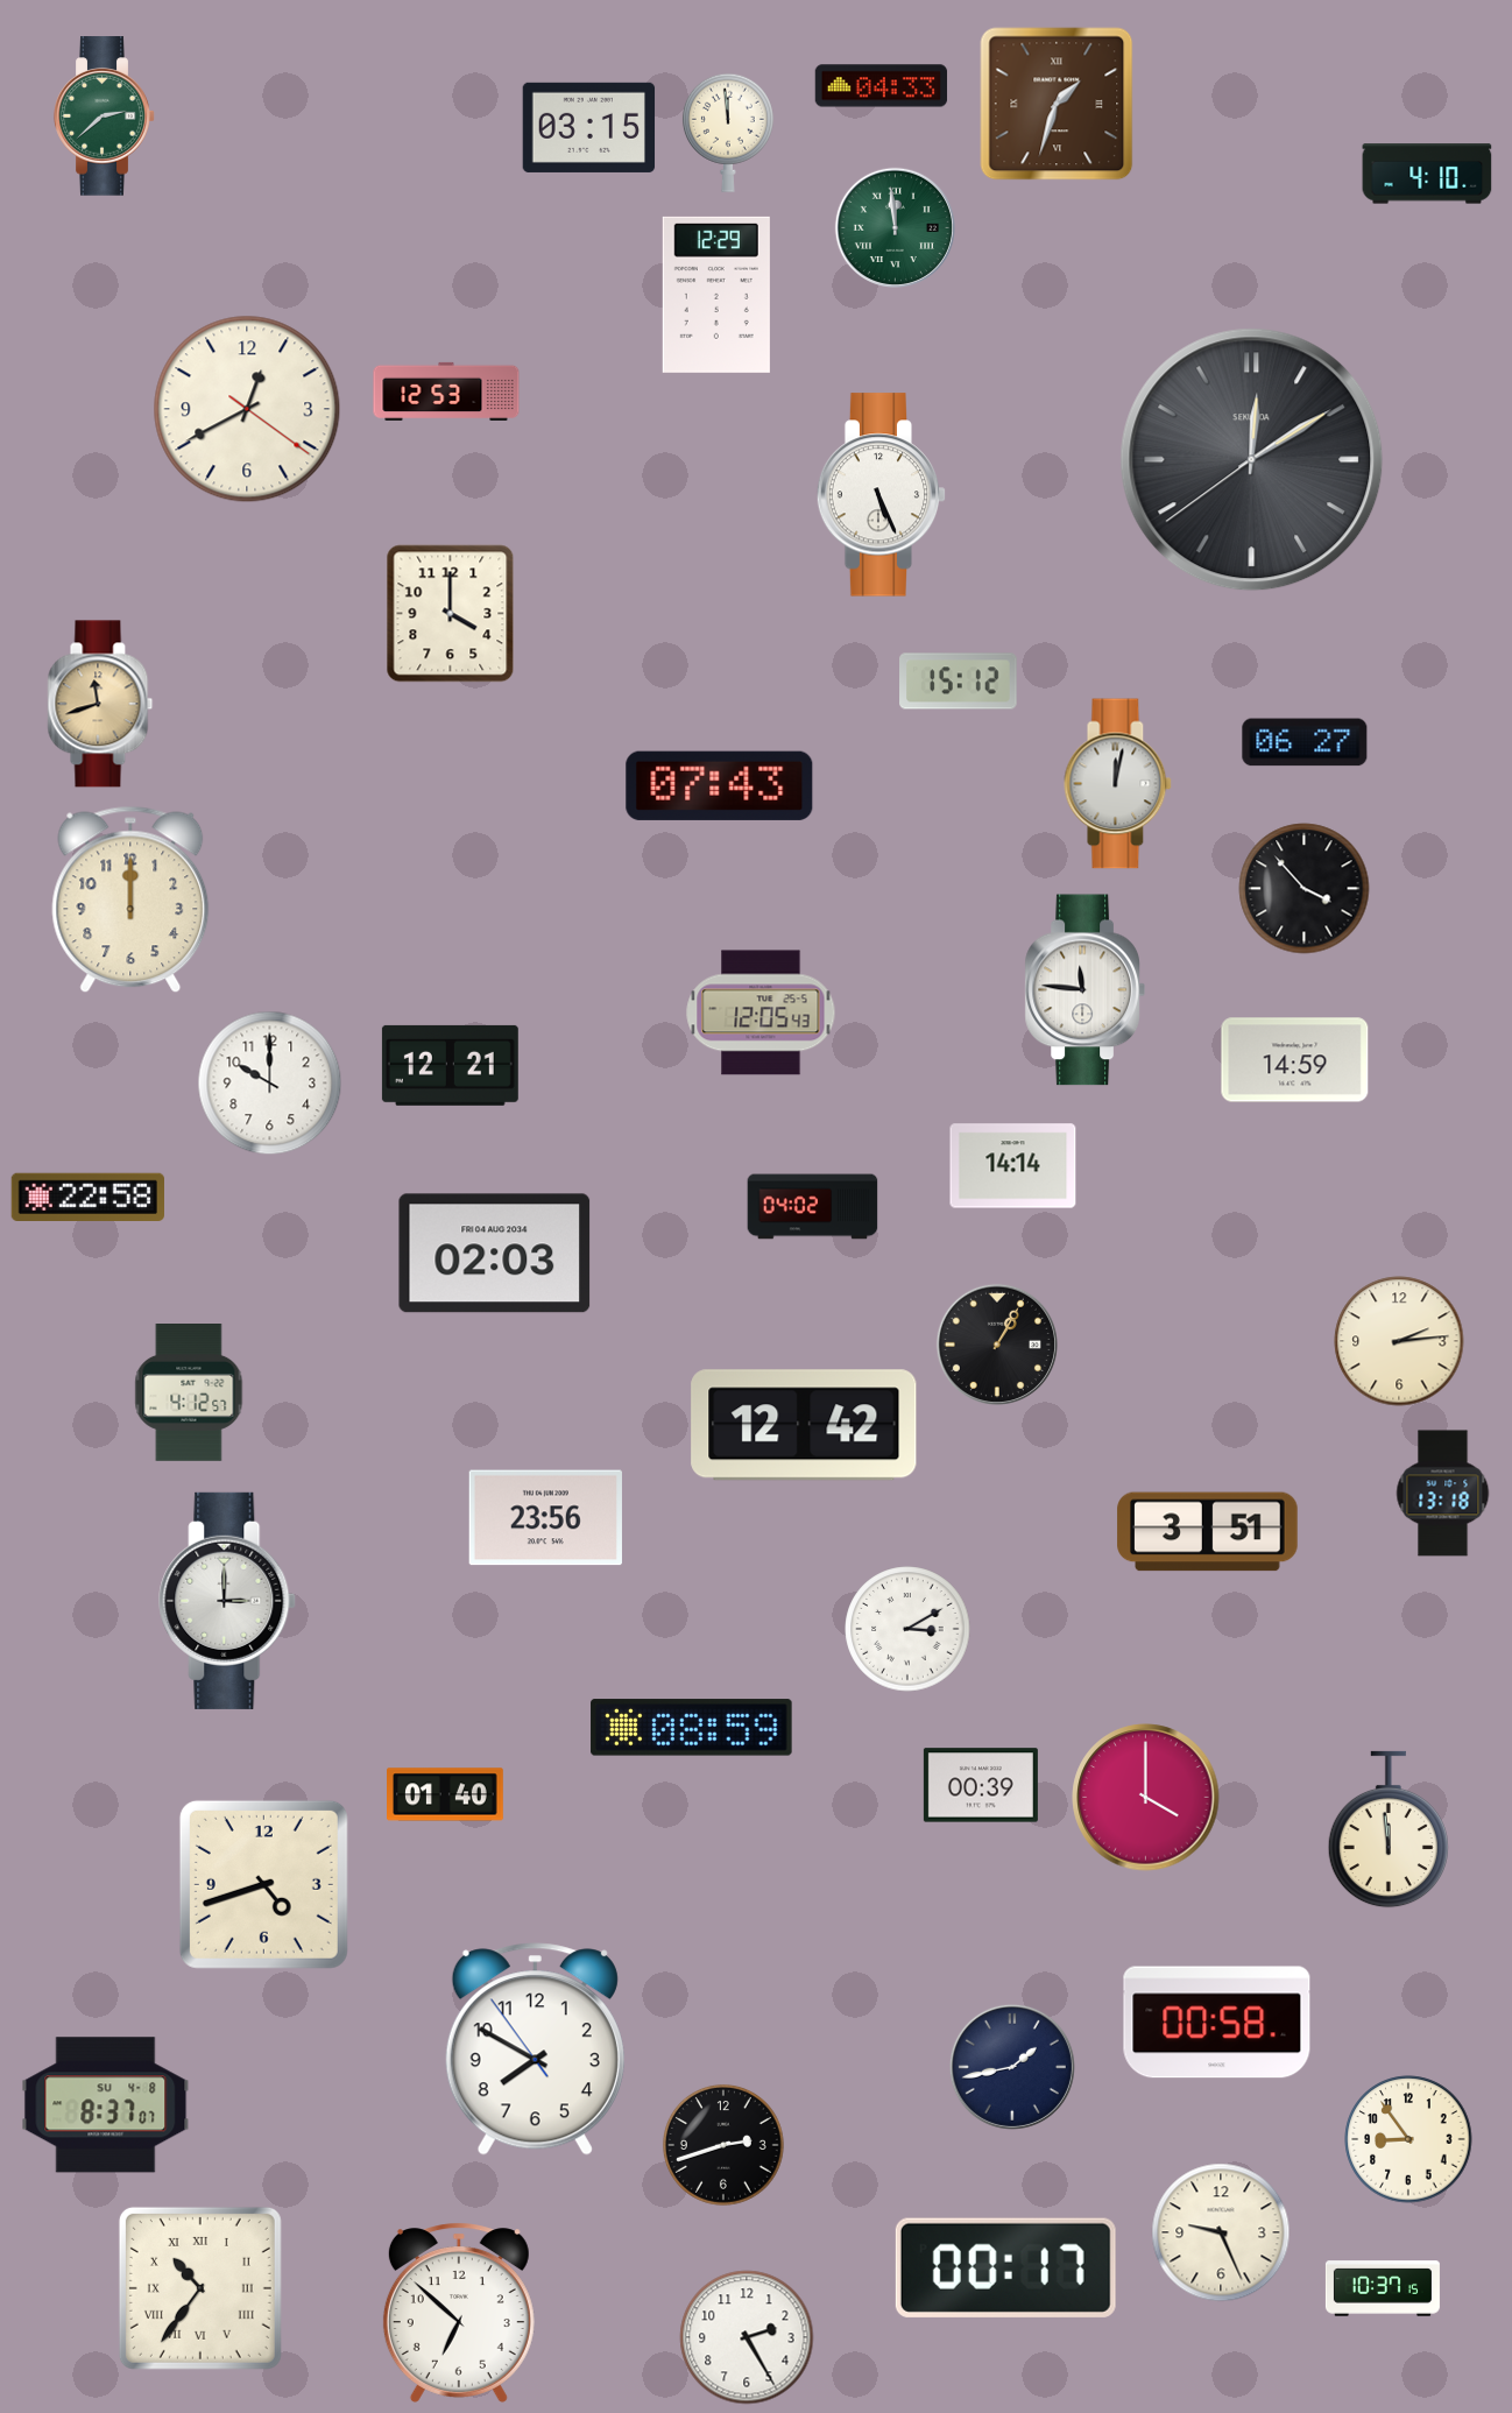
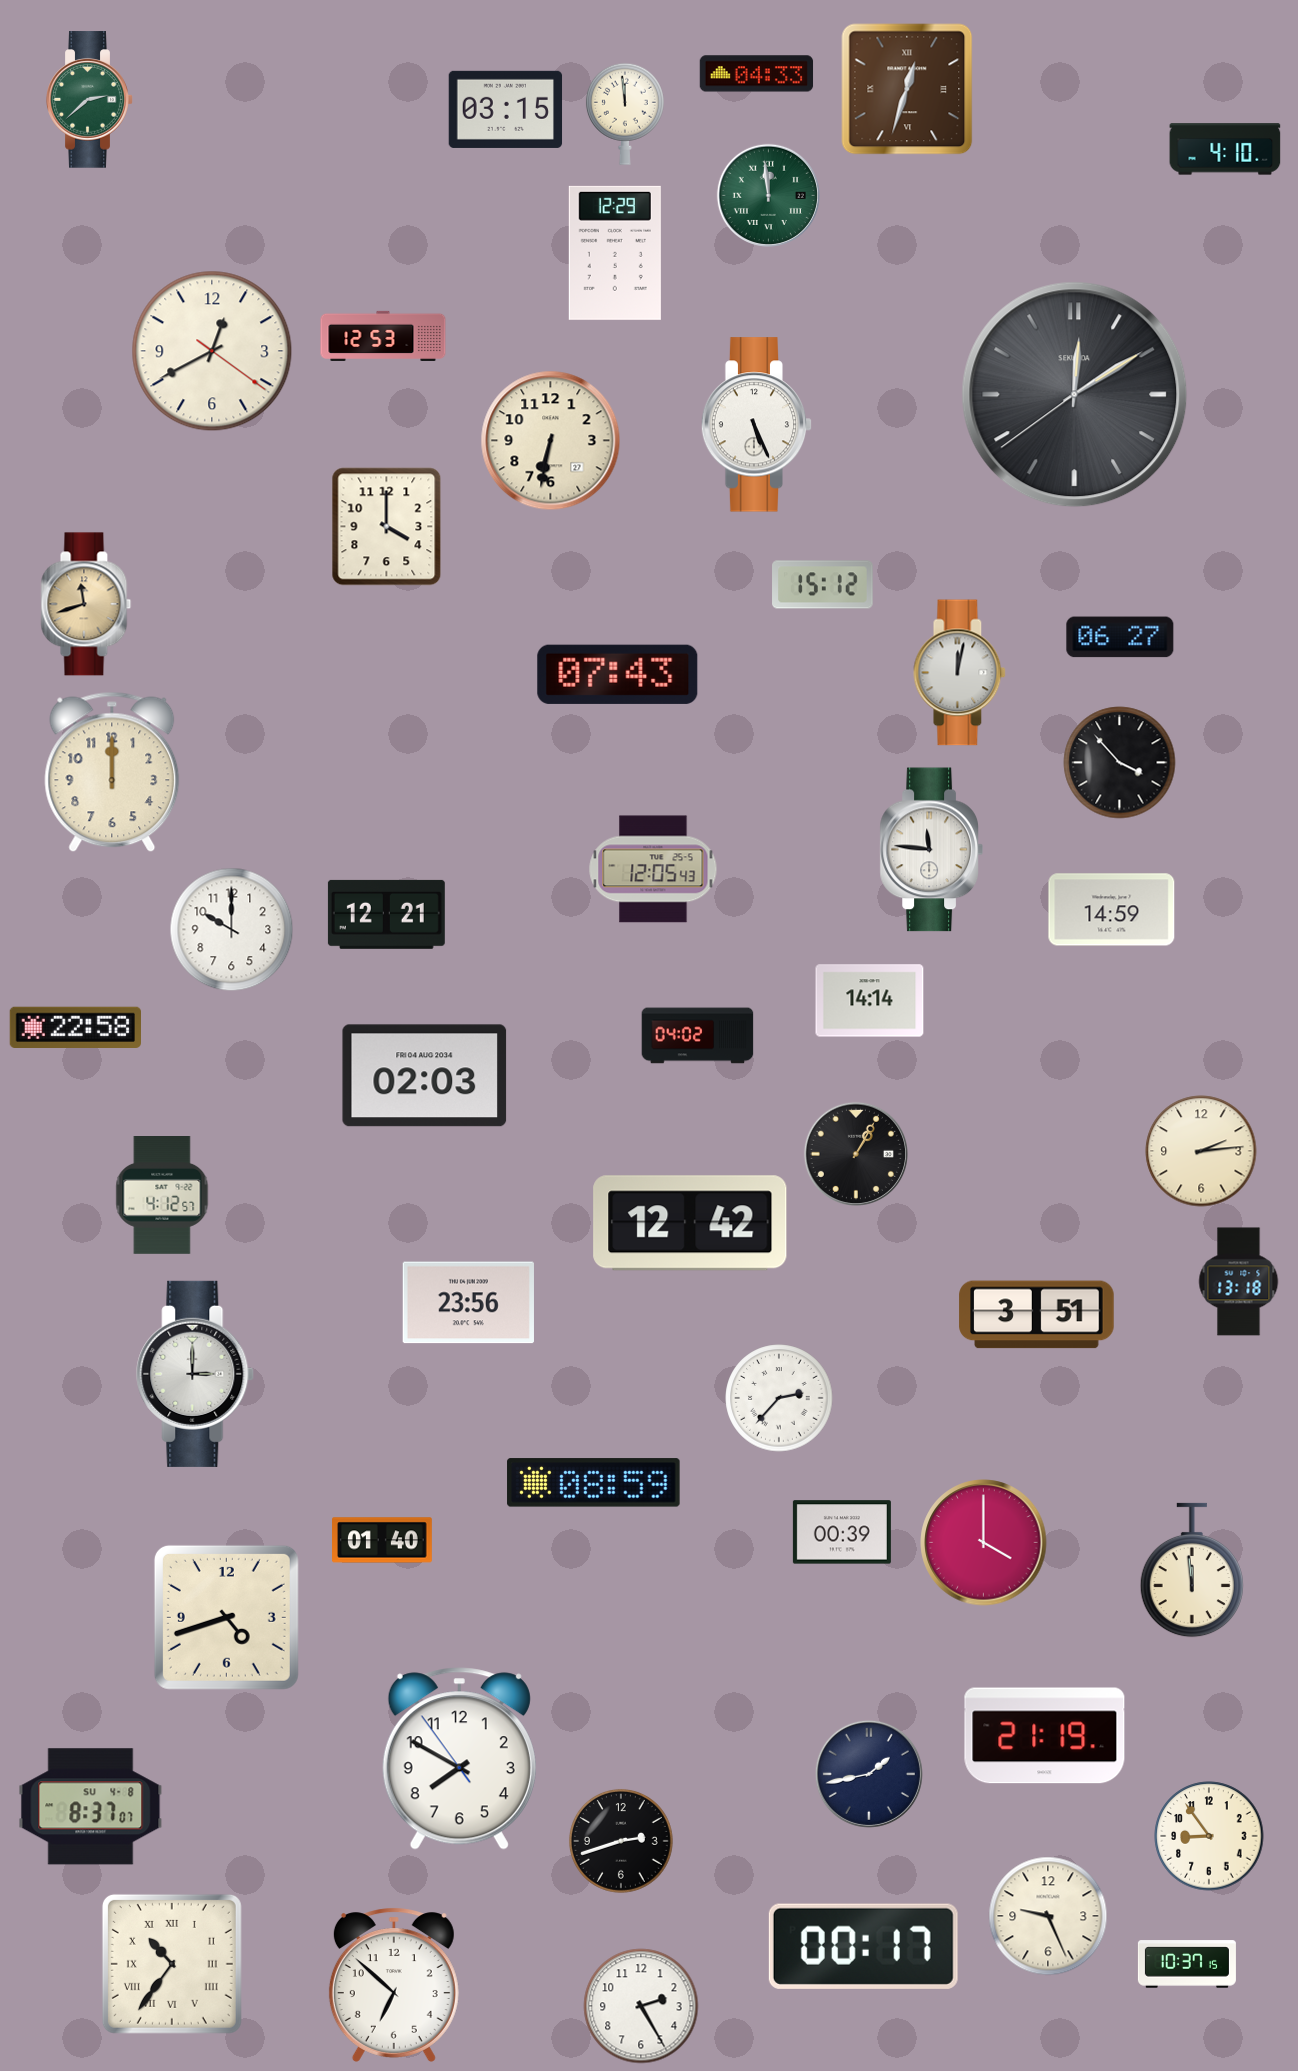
clock at (1057, 104): 1:33 -> 12:33
clock at (551, 441): none -> 6:32
clock at (907, 1629): 3:10 -> 2:37
clock at (1217, 2023): 00:58 -> 21:19
